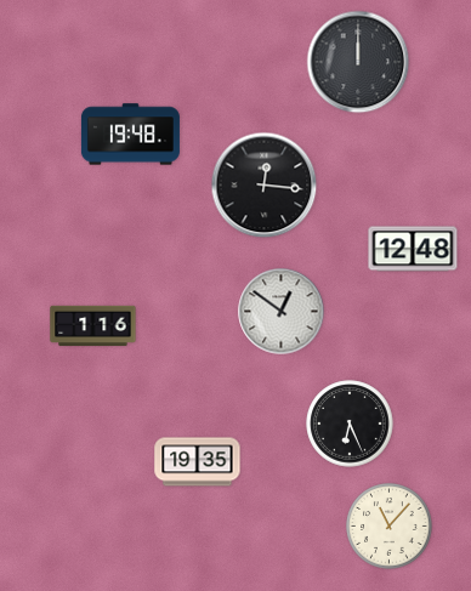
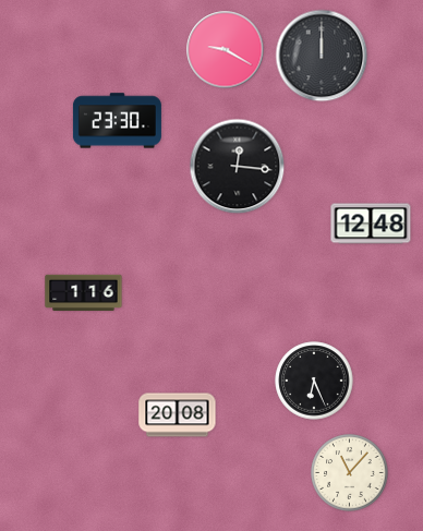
clock at (226, 50): none -> 9:20
clock at (130, 135): 19:48 -> 23:30
clock at (282, 312): 12:51 -> none
clock at (198, 462): 19:35 -> 20:08
